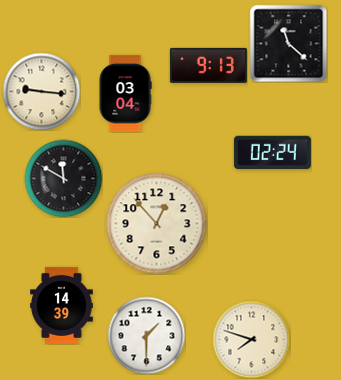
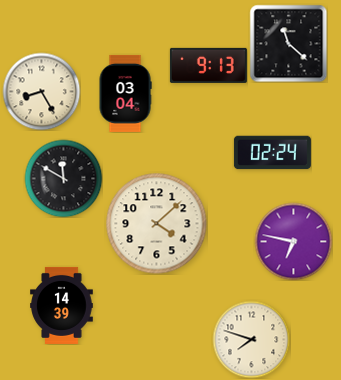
clock at (41, 91): 9:16 -> 8:25
clock at (157, 224): 12:53 -> 4:08
clock at (293, 241): none -> 6:47
clock at (146, 335): 1:30 -> none
